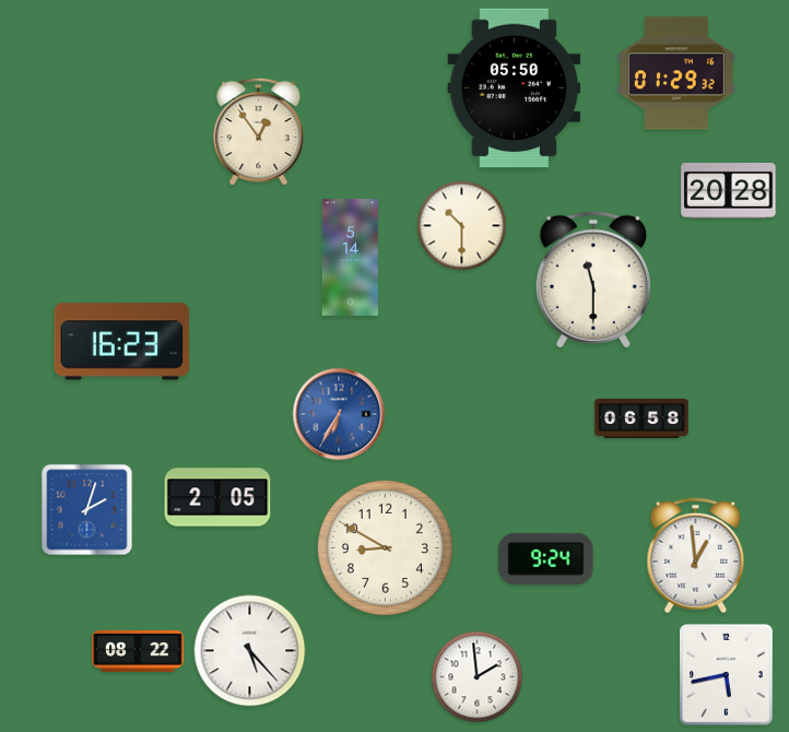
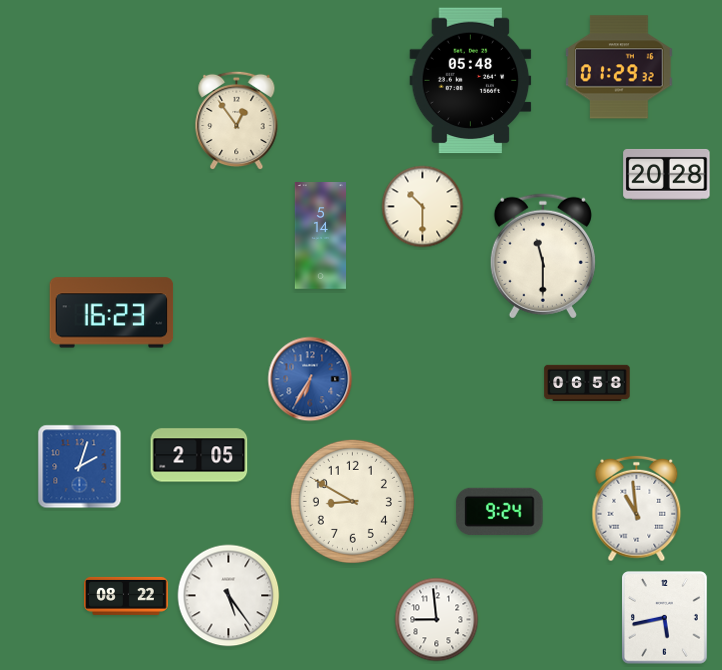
clock at (515, 88): 05:50 -> 05:48
clock at (696, 556): 12:59 -> 10:59
clock at (250, 651): 5:23 -> 5:24
clock at (478, 677): 1:59 -> 8:59
